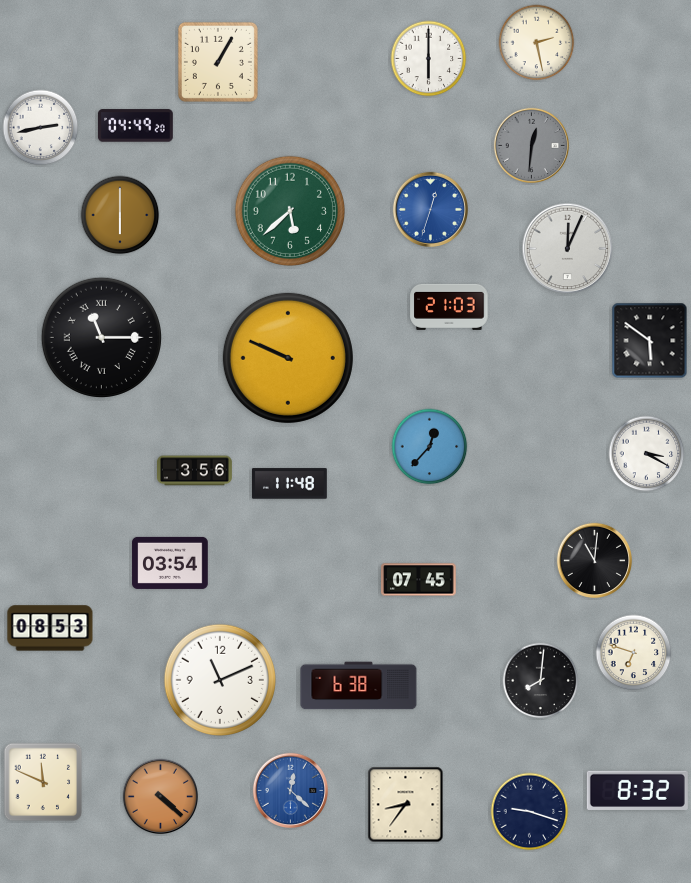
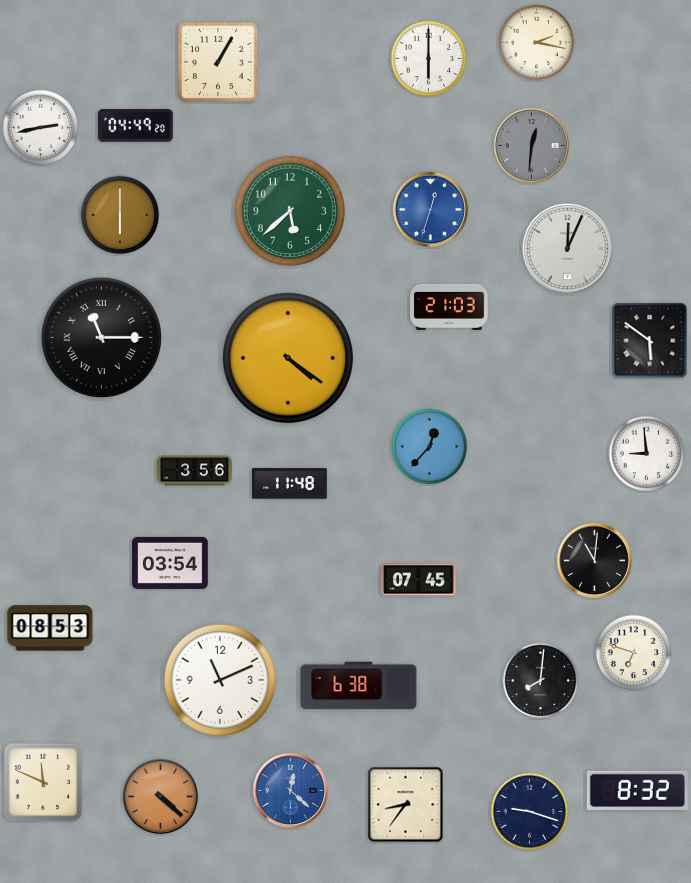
clock at (537, 43): 2:28 -> 2:17
clock at (288, 358): 9:49 -> 4:21
clock at (647, 454): 3:20 -> 8:59
